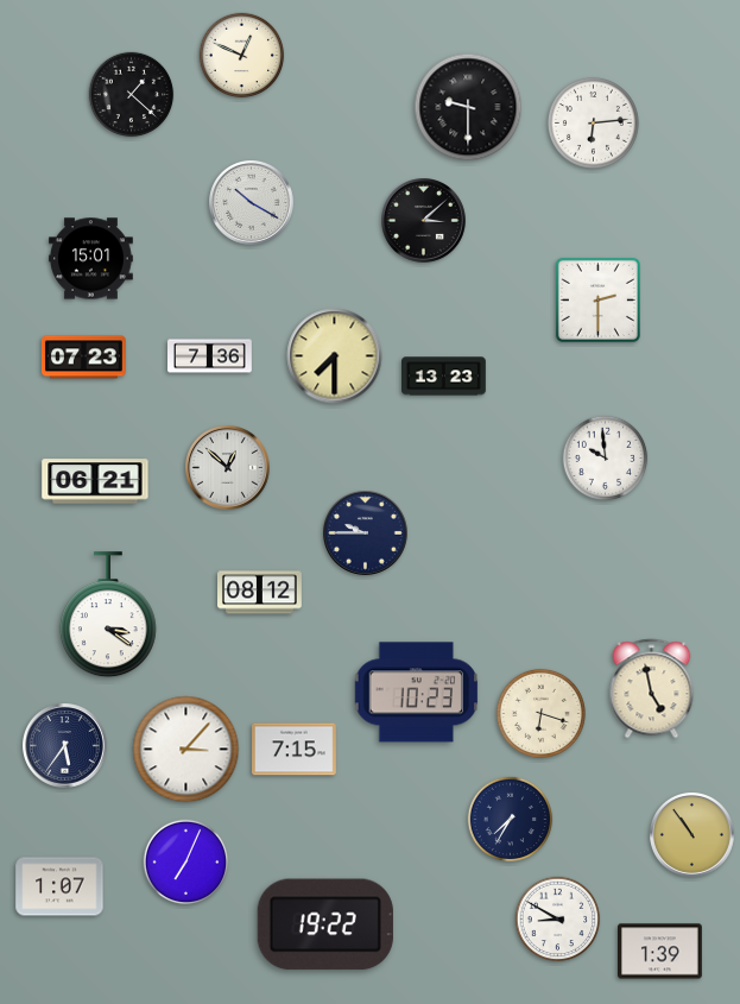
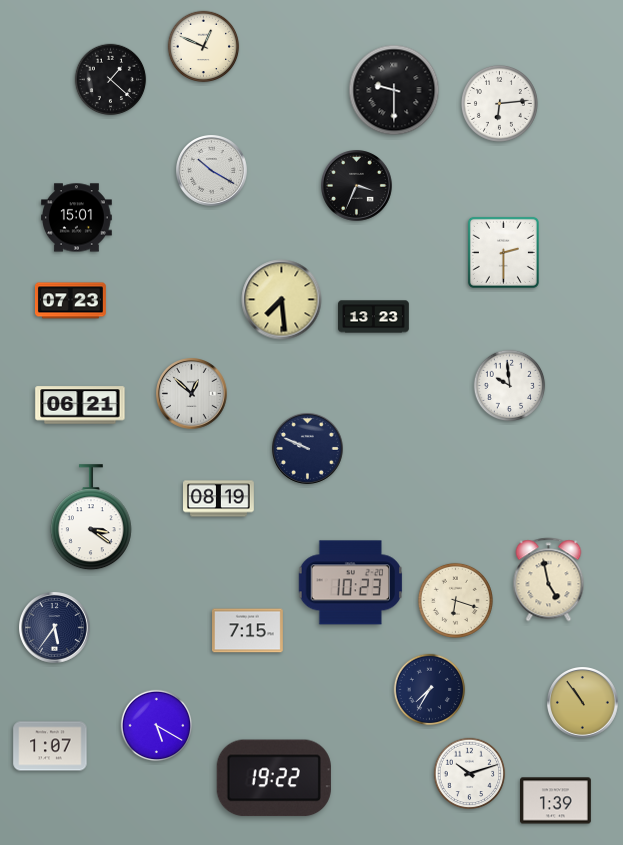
clock at (424, 221): 3:08 -> 3:34
clock at (210, 356): 7:36 -> none
clock at (335, 356): 7:30 -> 7:29
clock at (366, 533): 9:45 -> 9:49
clock at (260, 593): 08:12 -> 08:19
clock at (186, 750): 3:07 -> none
clock at (186, 863): 7:04 -> 5:20
clock at (558, 920): 8:50 -> 10:12
